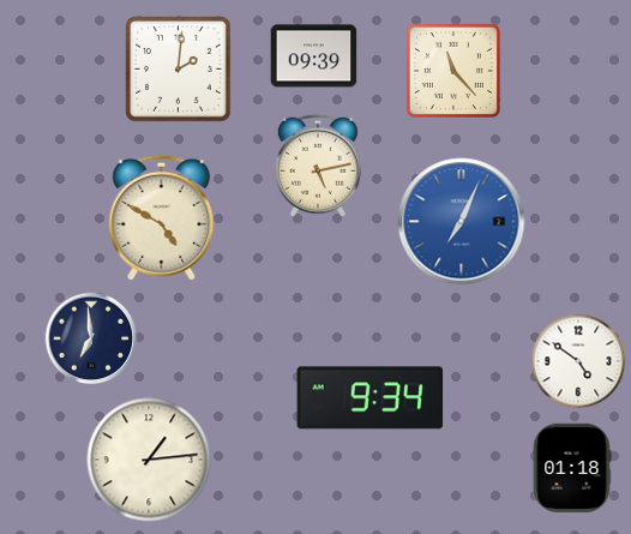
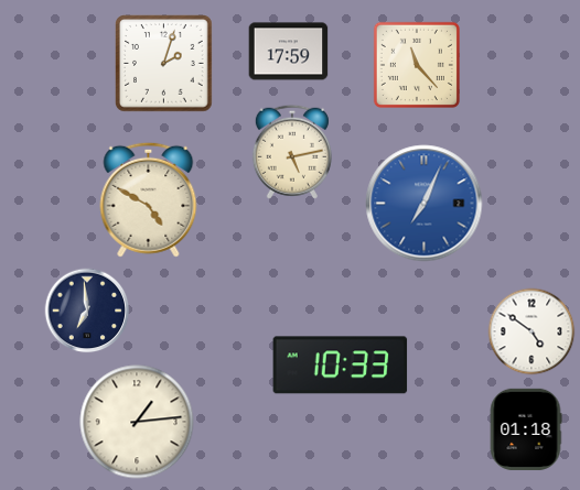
clock at (314, 56): 09:39 -> 17:59
clock at (179, 70): 2:01 -> 2:03
clock at (91, 338) position: (91, 338) -> (87, 311)
clock at (371, 398): 9:34 -> 10:33
